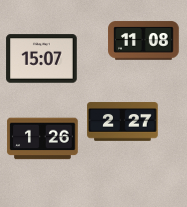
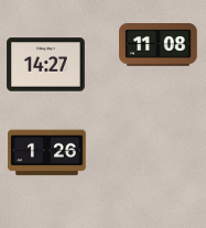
clock at (42, 59): 15:07 -> 14:27
clock at (123, 122): 2:27 -> none
